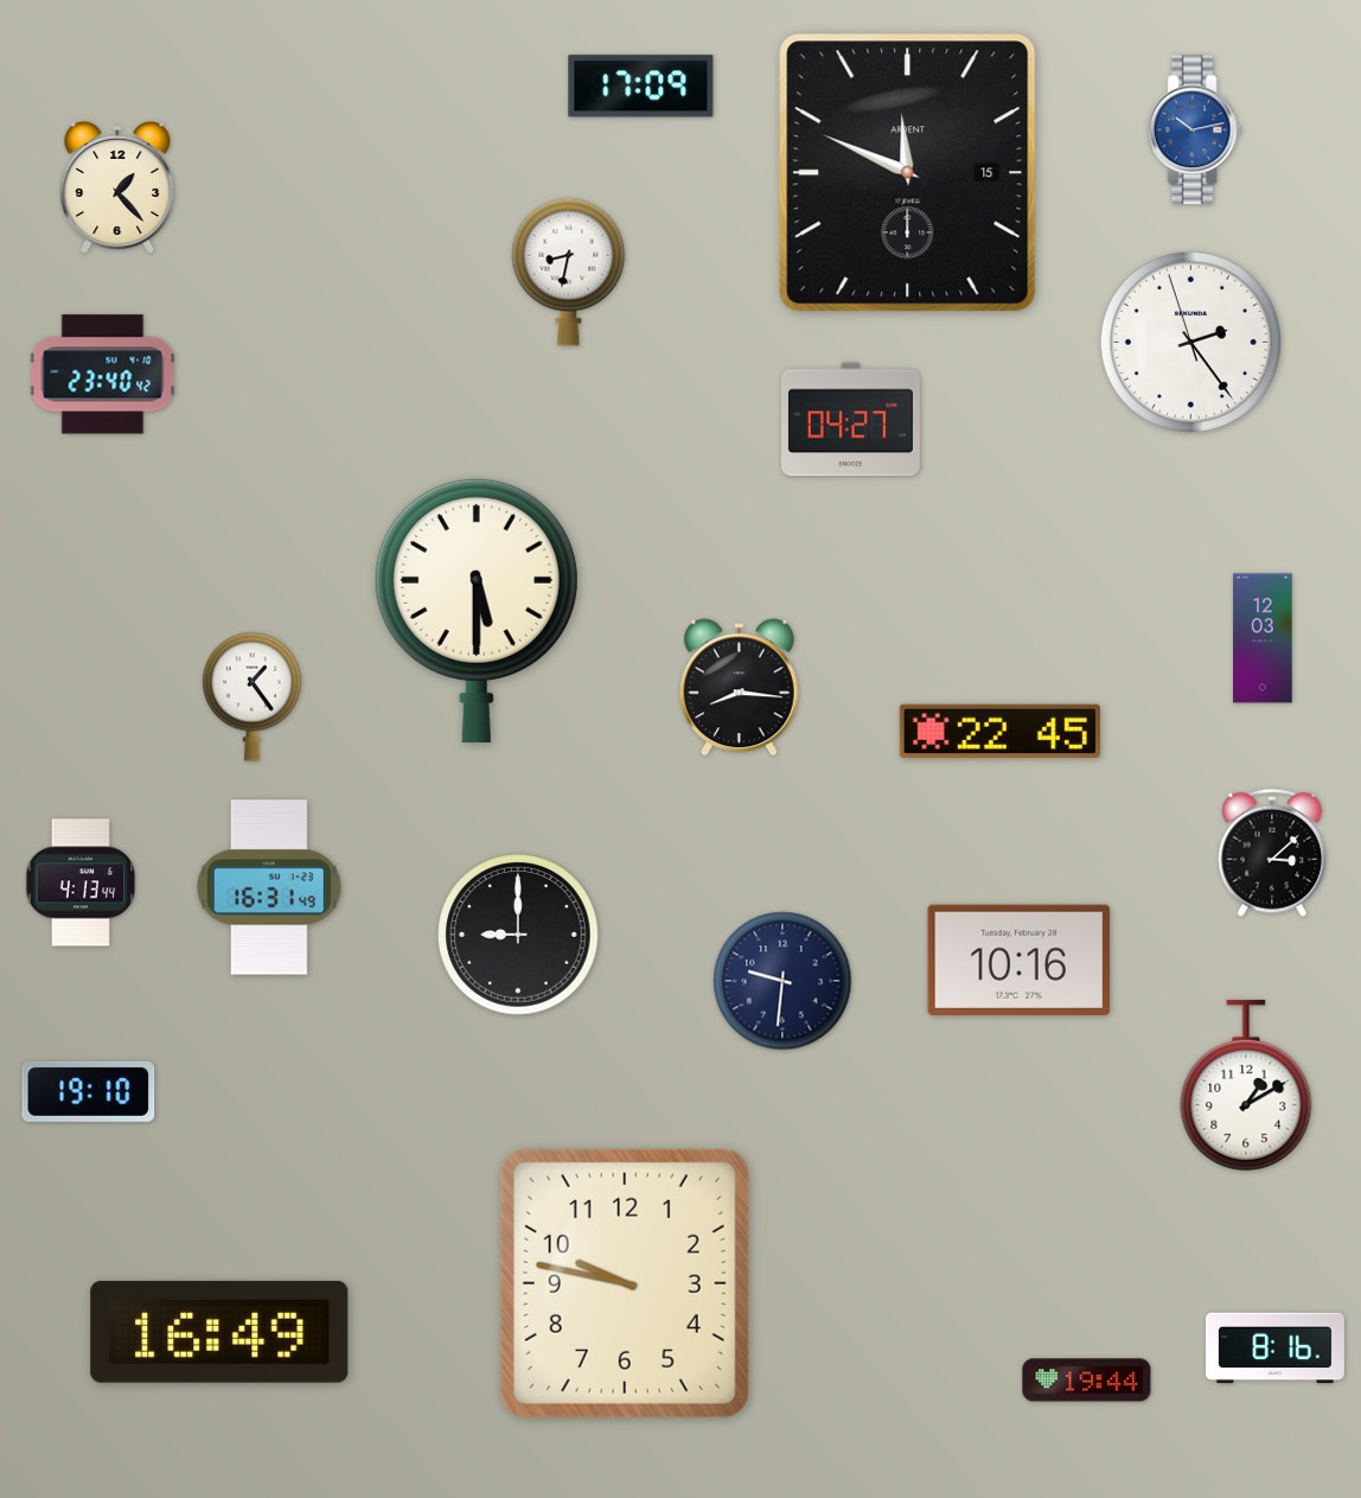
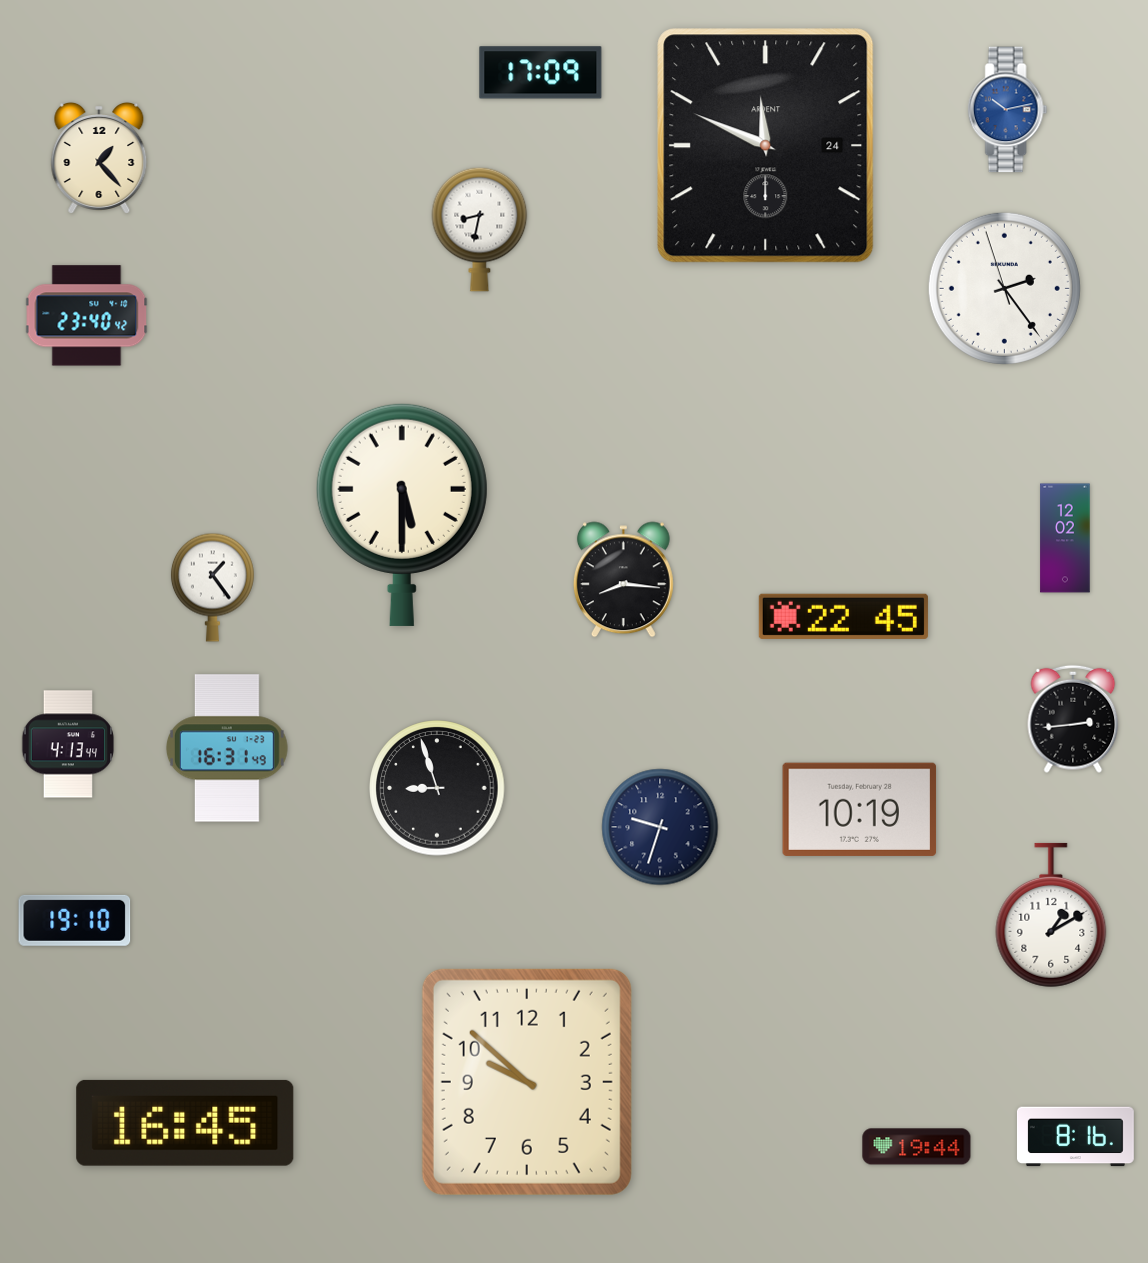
clock at (908, 173) date: 15 -> 24
clock at (850, 420): 04:27 -> none
clock at (1263, 638): 12:03 -> 12:02
clock at (1272, 853): 3:08 -> 2:44
clock at (518, 935): 9:00 -> 8:57
clock at (1020, 960): 10:16 -> 10:19
clock at (782, 981): 9:31 -> 9:33
clock at (625, 1283): 9:47 -> 9:52
clock at (219, 1332): 16:49 -> 16:45
clock at (1087, 1381) position: (1087, 1381) -> (917, 1147)
